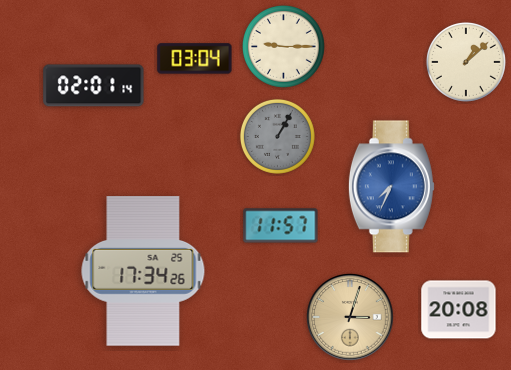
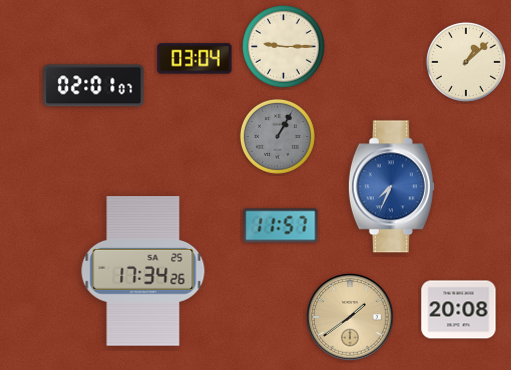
clock at (94, 86): 02:01:14 -> 02:01:07
clock at (350, 317): 3:03 -> 1:39
